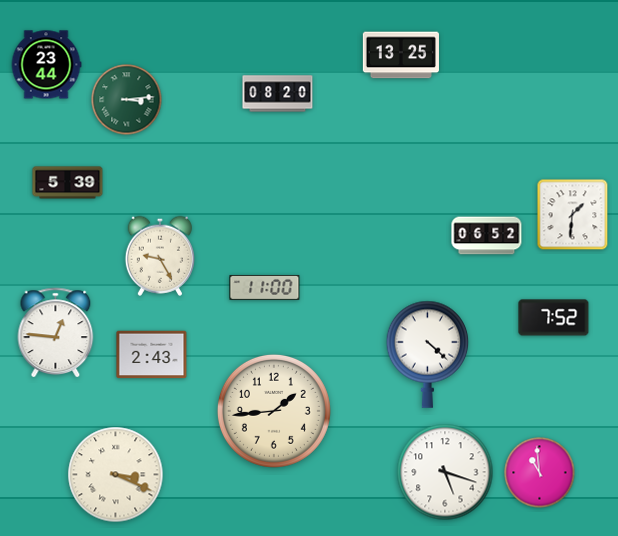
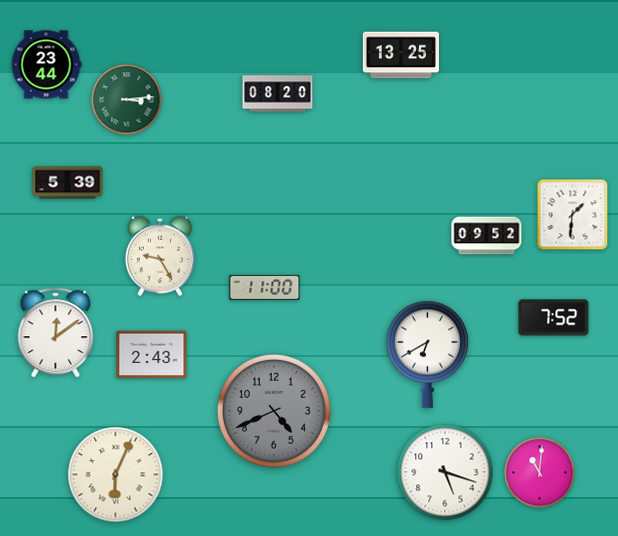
clock at (487, 236): 06:52 -> 09:52
clock at (56, 333): 12:46 -> 12:09
clock at (428, 354): 4:22 -> 6:40
clock at (274, 411): 1:44 -> 4:41
clock at (274, 411) dial: cream -> grey
clock at (540, 473): 10:59 -> 11:01
clock at (116, 475): 3:19 -> 6:04
